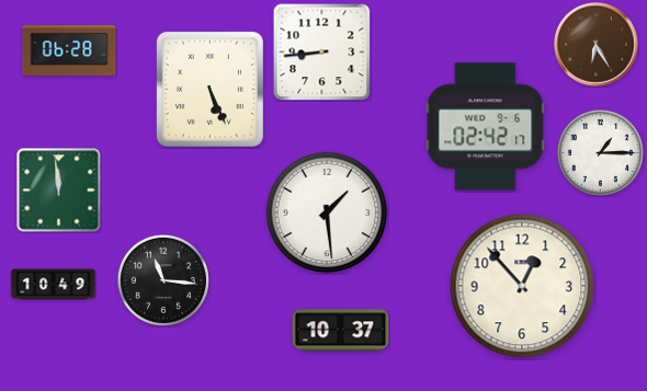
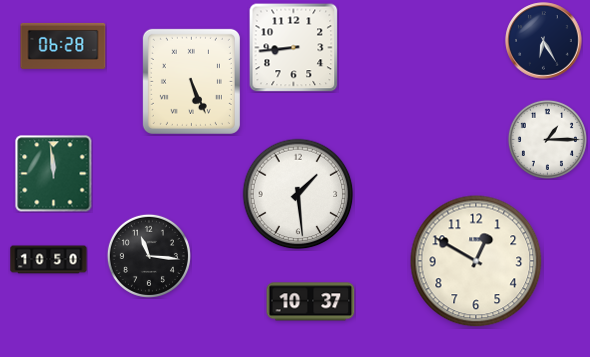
clock at (597, 45) dial: brown -> navy
clock at (486, 127): 02:42 -> none
clock at (54, 285): 10:49 -> 10:50
clock at (522, 286): 12:53 -> 12:50
